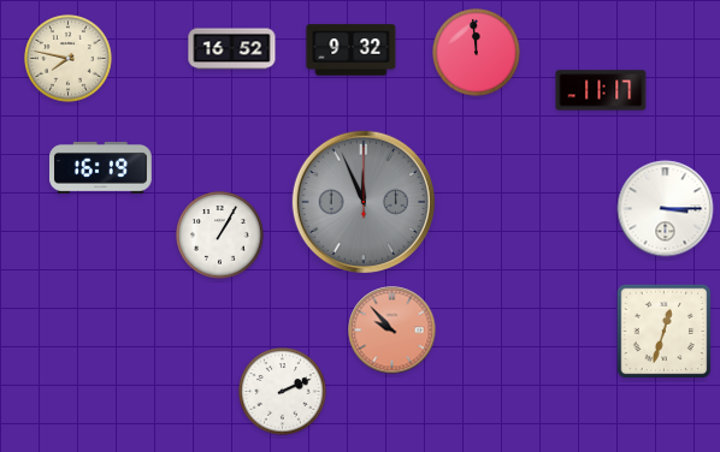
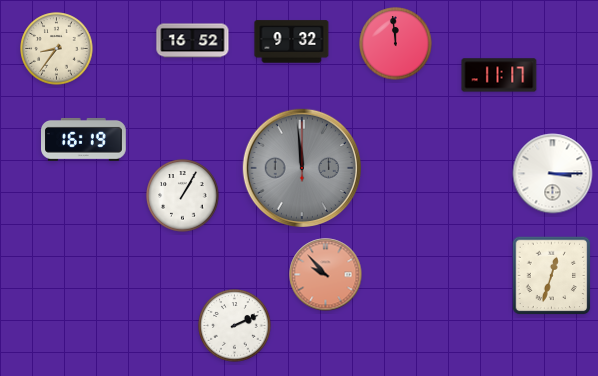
clock at (69, 59): 7:47 -> 8:36
clock at (364, 202): 11:56 -> 11:59
